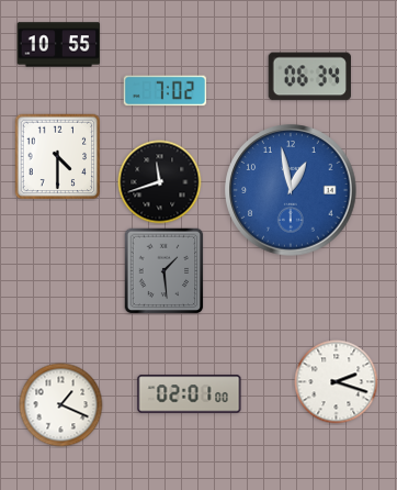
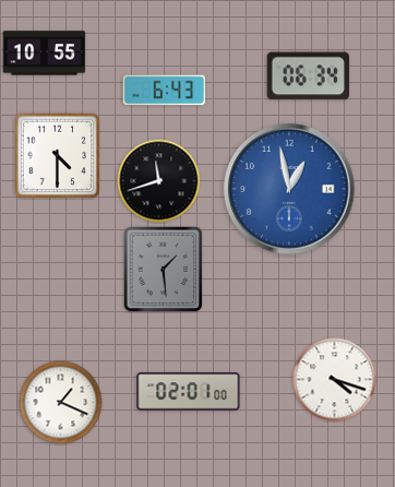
clock at (59, 45) position: (59, 45) -> (45, 54)
clock at (166, 91): 7:02 -> 6:43
clock at (337, 382): 2:18 -> 4:18
